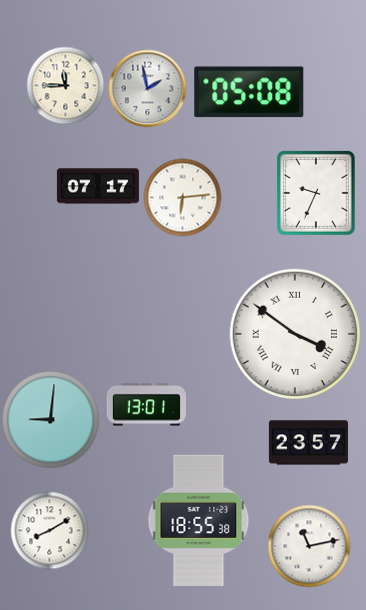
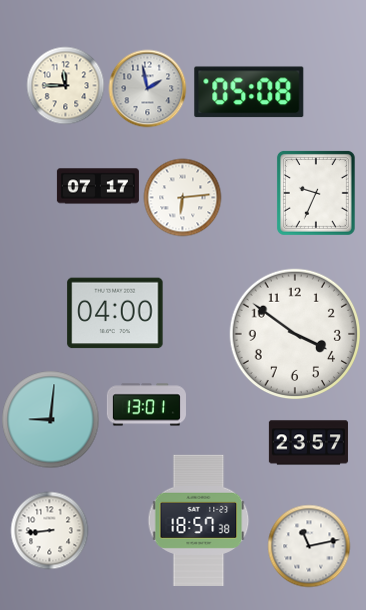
clock at (115, 313): none -> 04:00
clock at (295, 334) numerals: Roman -> Arabic
clock at (199, 520): 18:55 -> 18:57
clock at (49, 530): 8:10 -> 8:44
